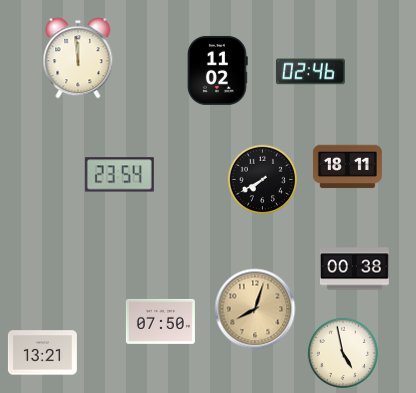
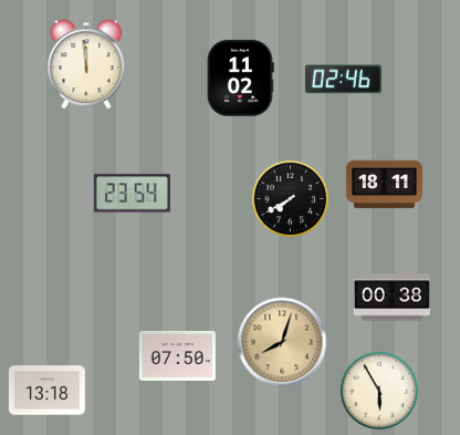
clock at (342, 352): 4:58 -> 5:55
clock at (42, 353): 13:21 -> 13:18
